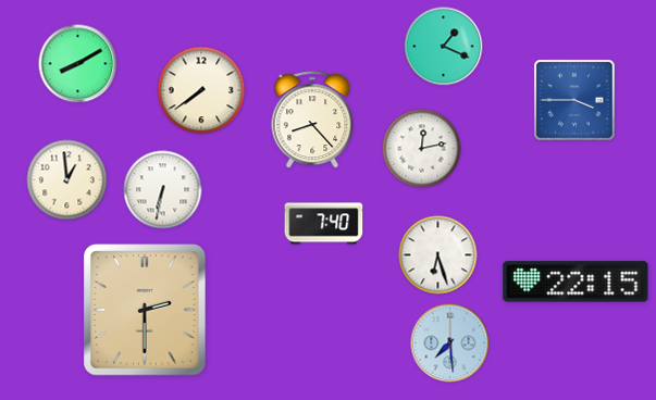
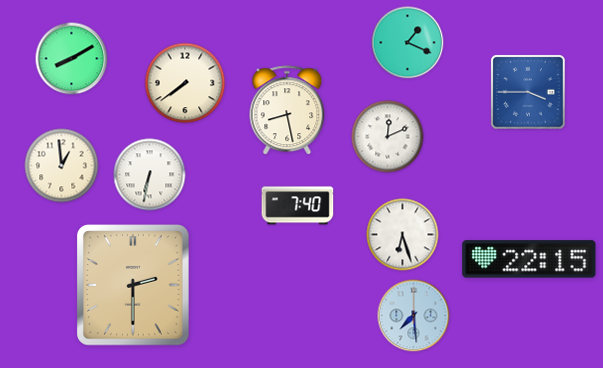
clock at (312, 121): 8:23 -> 8:28
clock at (422, 149): 12:13 -> 12:11
